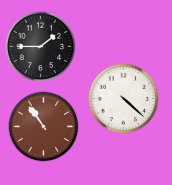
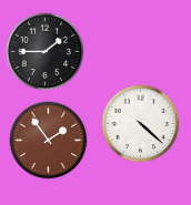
clock at (124, 99) position: (124, 99) -> (141, 124)
clock at (44, 127): 10:54 -> 1:54
